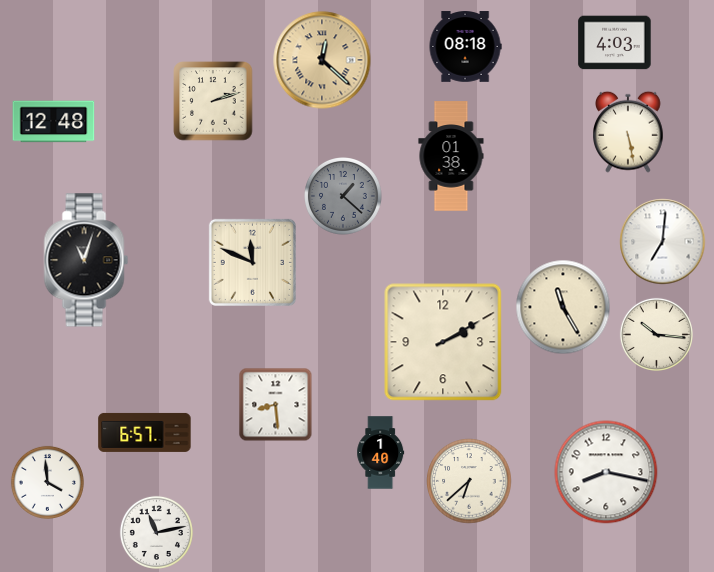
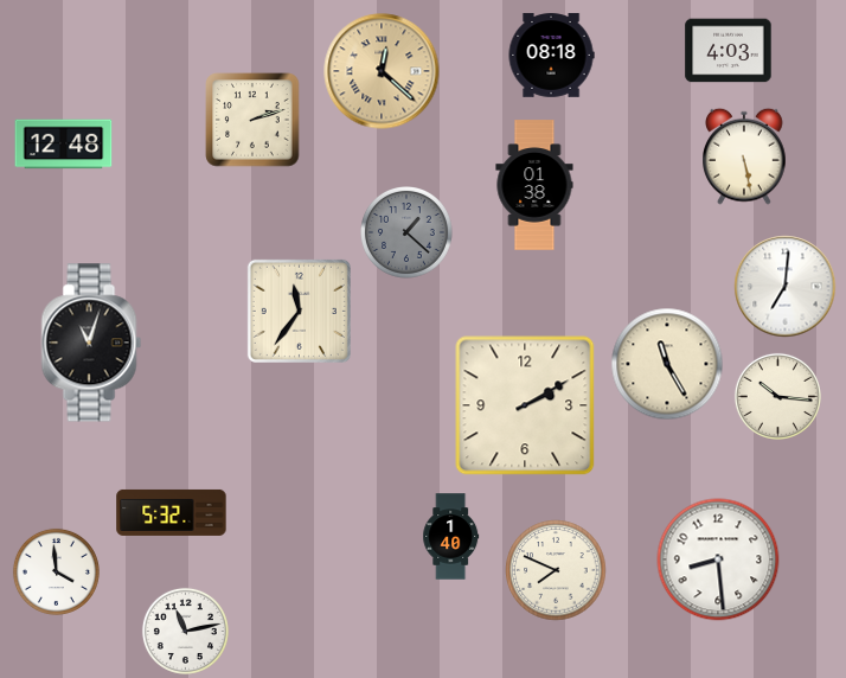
clock at (86, 260) position: (86, 260) -> (91, 343)
clock at (252, 262): 11:49 -> 11:36
clock at (276, 405): 8:29 -> none
clock at (145, 432): 6:57 -> 5:32
clock at (606, 472): 8:17 -> 8:29
clock at (469, 481): 6:38 -> 7:49
